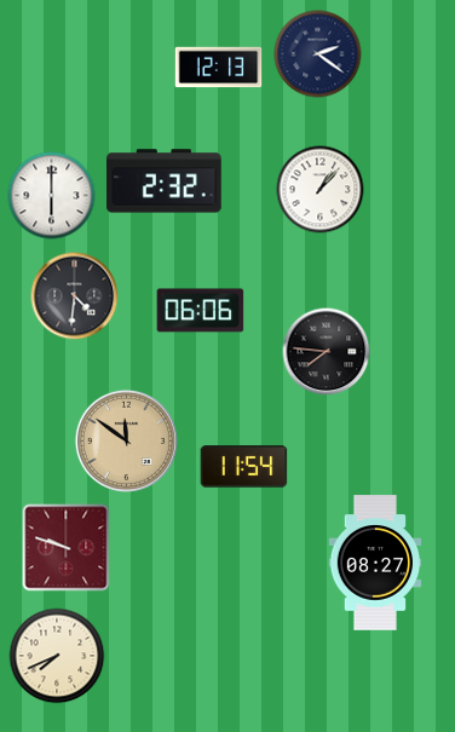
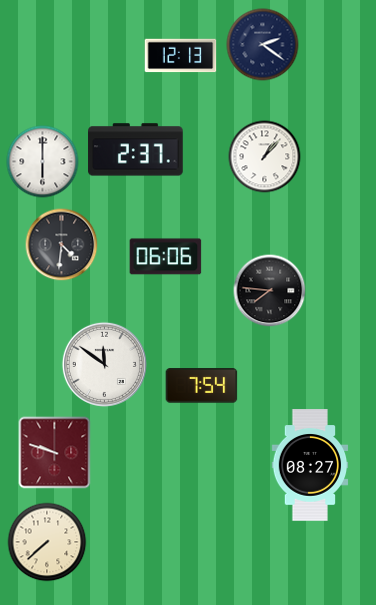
clock at (165, 181): 2:32 -> 2:37
clock at (126, 440) dial: champagne -> white
clock at (244, 467): 11:54 -> 7:54
clock at (57, 656): 7:41 -> 7:38
